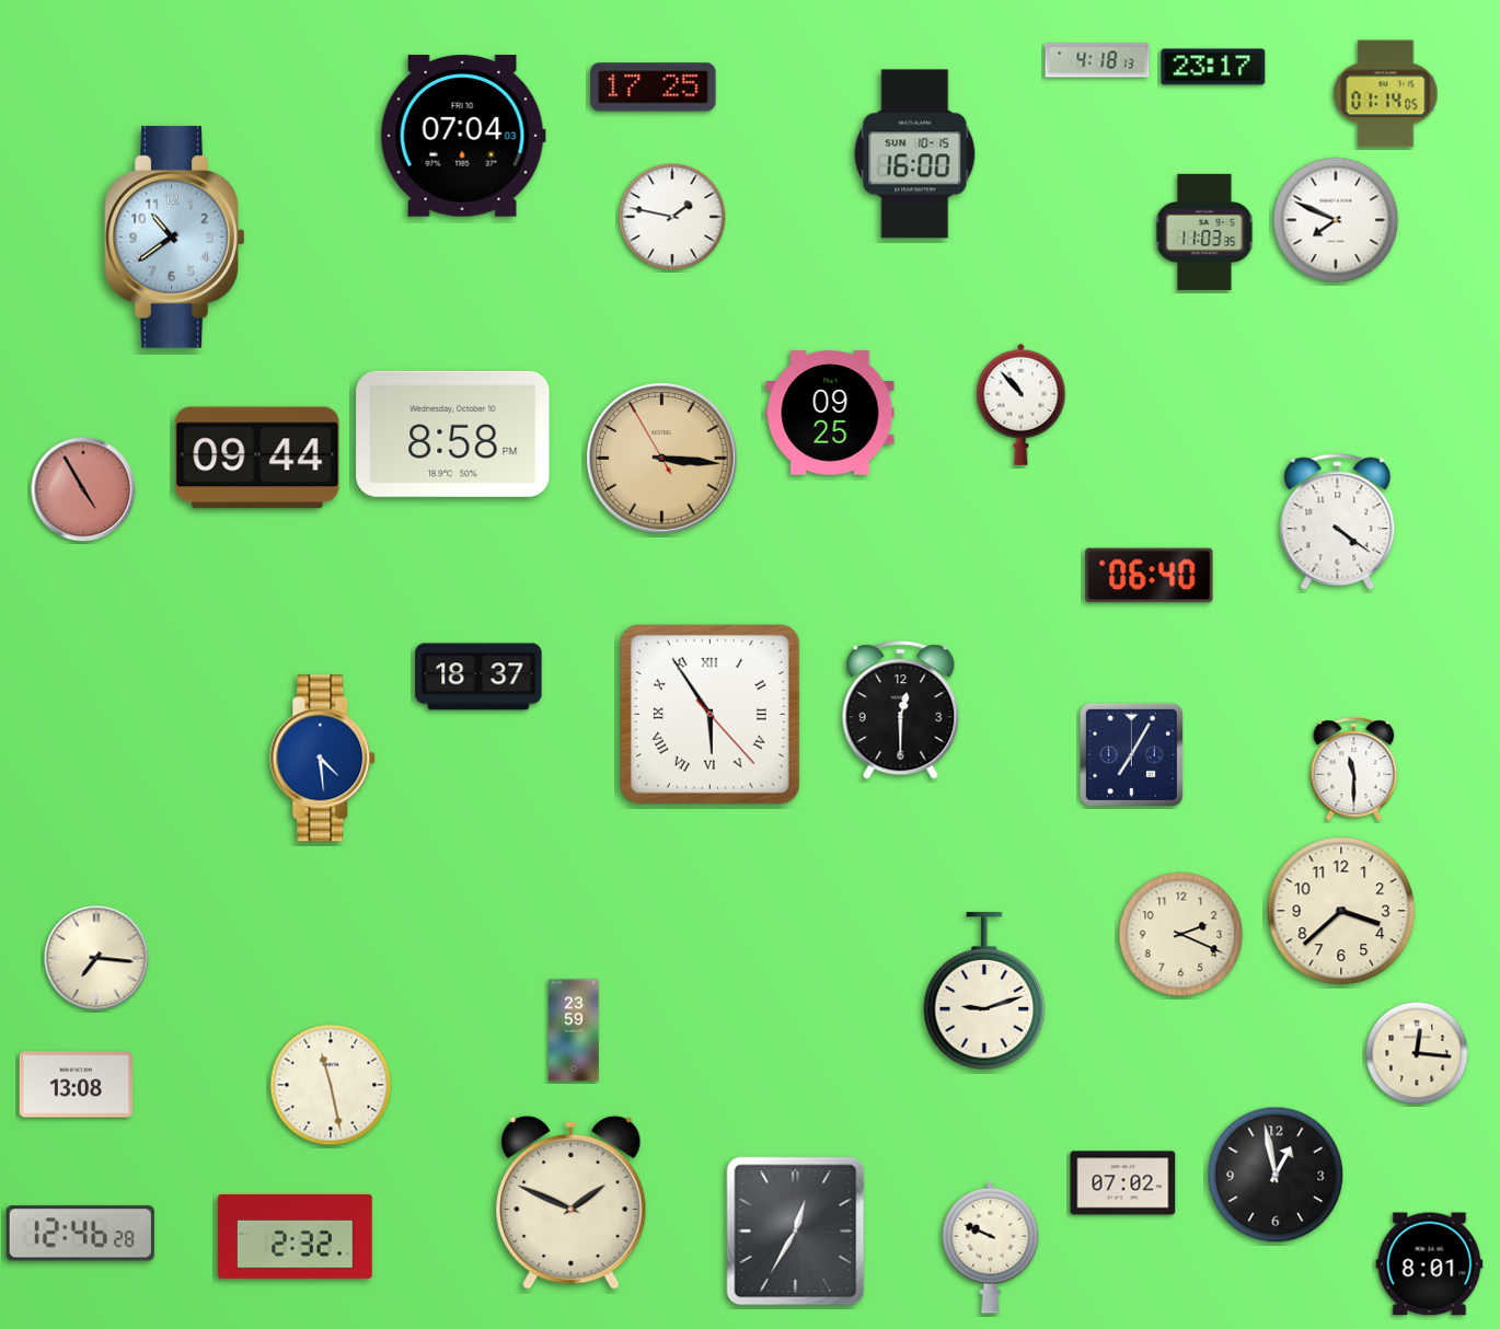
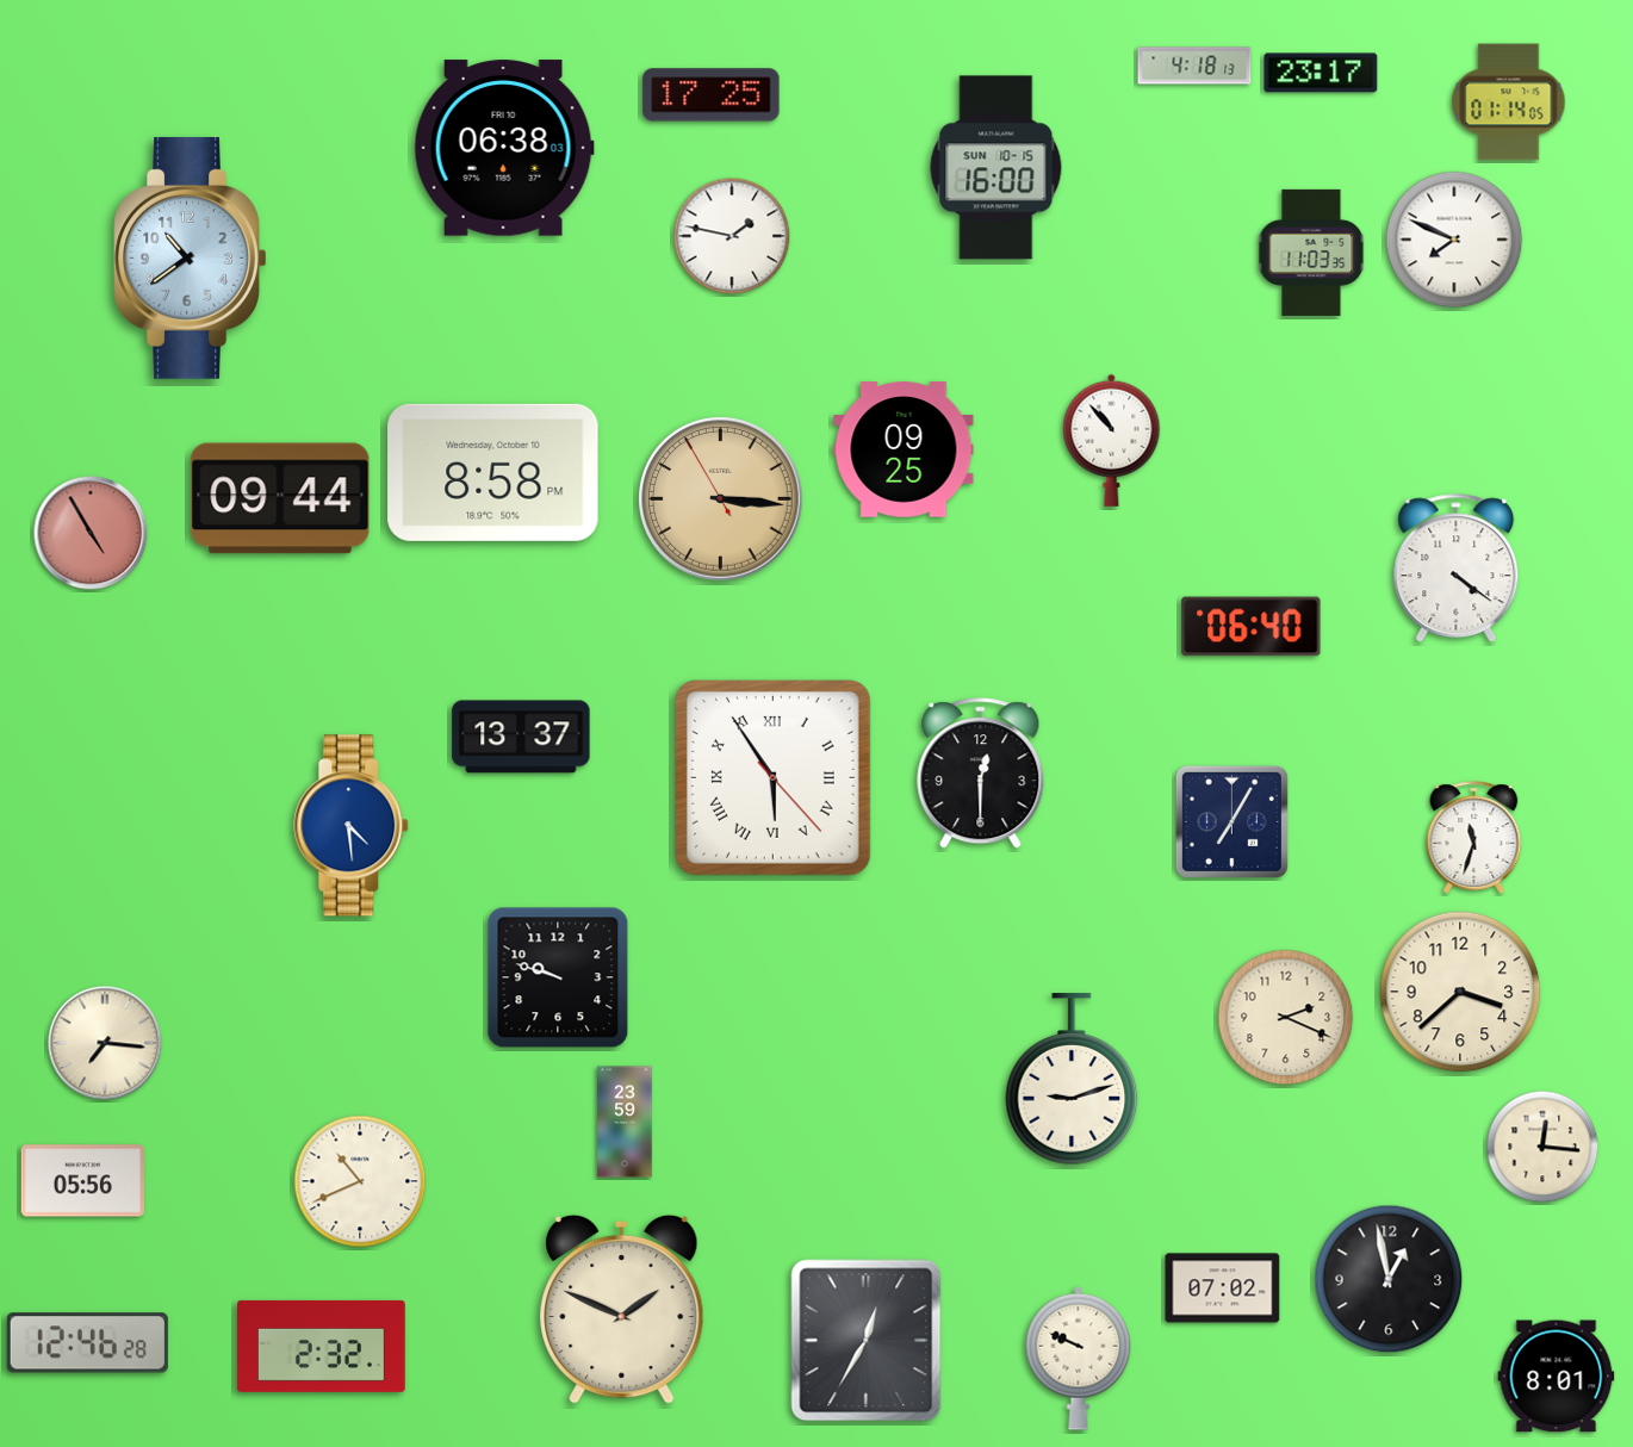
clock at (463, 136): 07:04 -> 06:38
clock at (478, 677): 18:37 -> 13:37
clock at (1354, 770): 11:30 -> 11:33
clock at (558, 977): none -> 9:48
clock at (76, 1085): 13:08 -> 05:56
clock at (331, 1085): 11:28 -> 10:41
